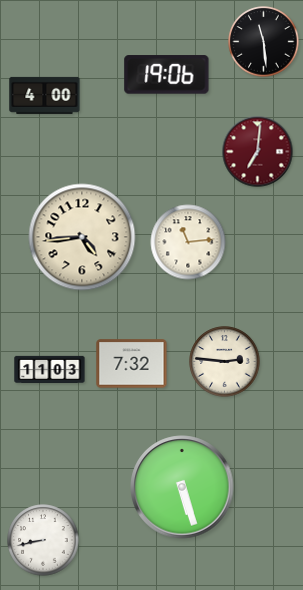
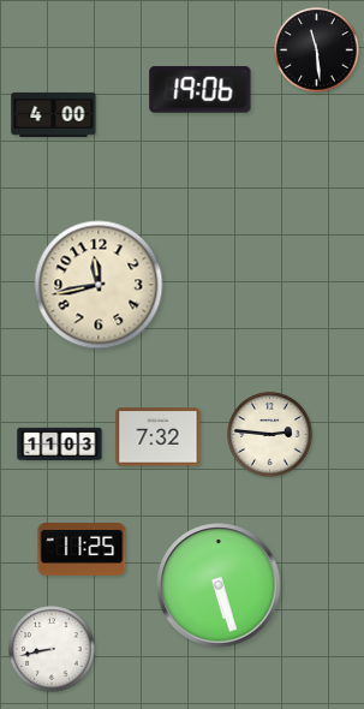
clock at (258, 152): 7:01 -> none
clock at (82, 237): 4:44 -> 11:43
clock at (188, 242): 11:14 -> none
clock at (82, 549): none -> 11:25
